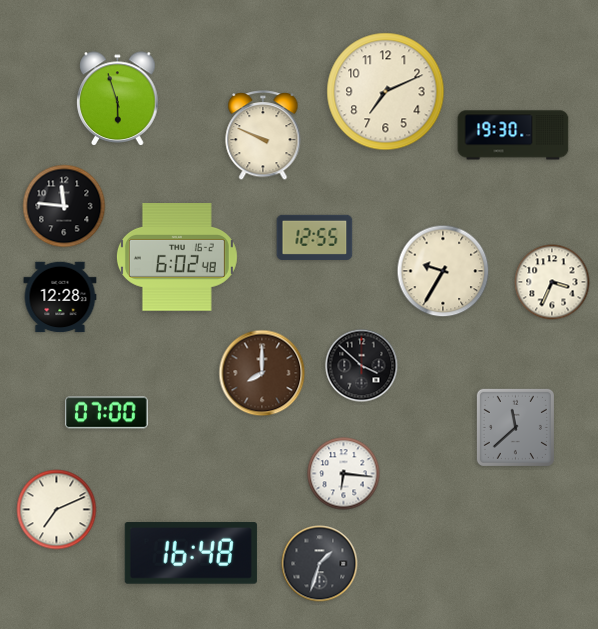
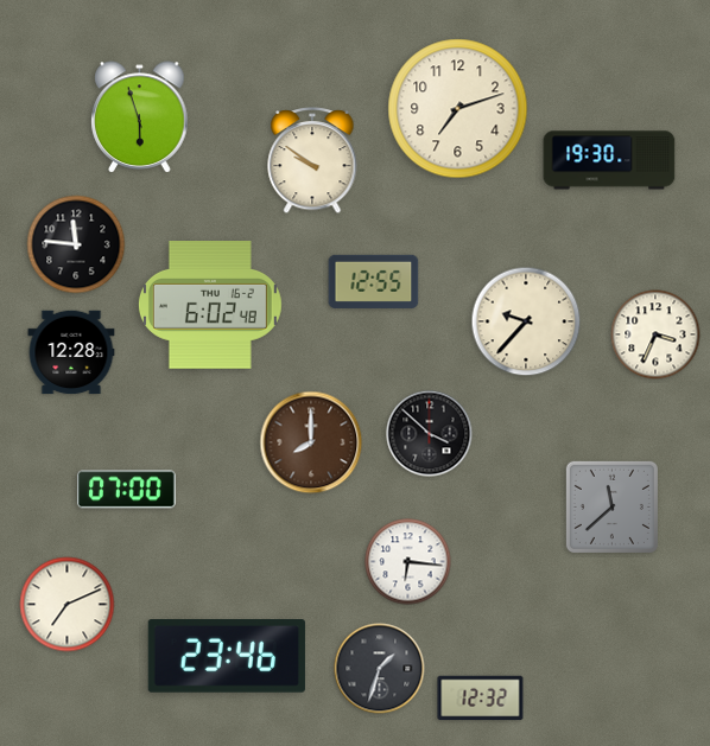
clock at (386, 92): 7:11 -> 7:12
clock at (263, 136): 9:49 -> 9:51
clock at (443, 271): 9:35 -> 9:37
clock at (191, 554): 16:48 -> 23:46
clock at (481, 699): none -> 12:32
